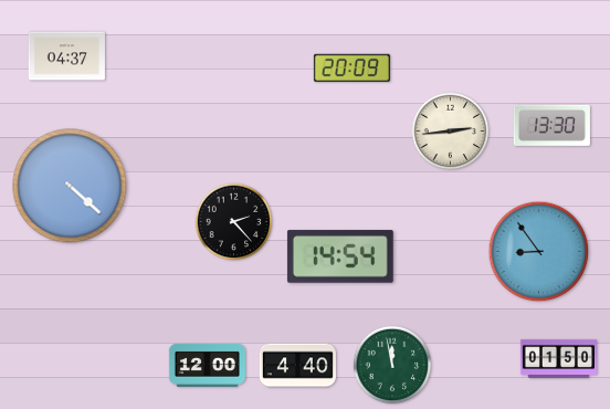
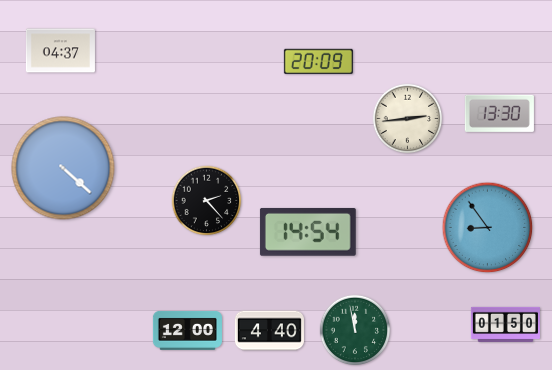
clock at (234, 222) position: (234, 222) -> (207, 201)
